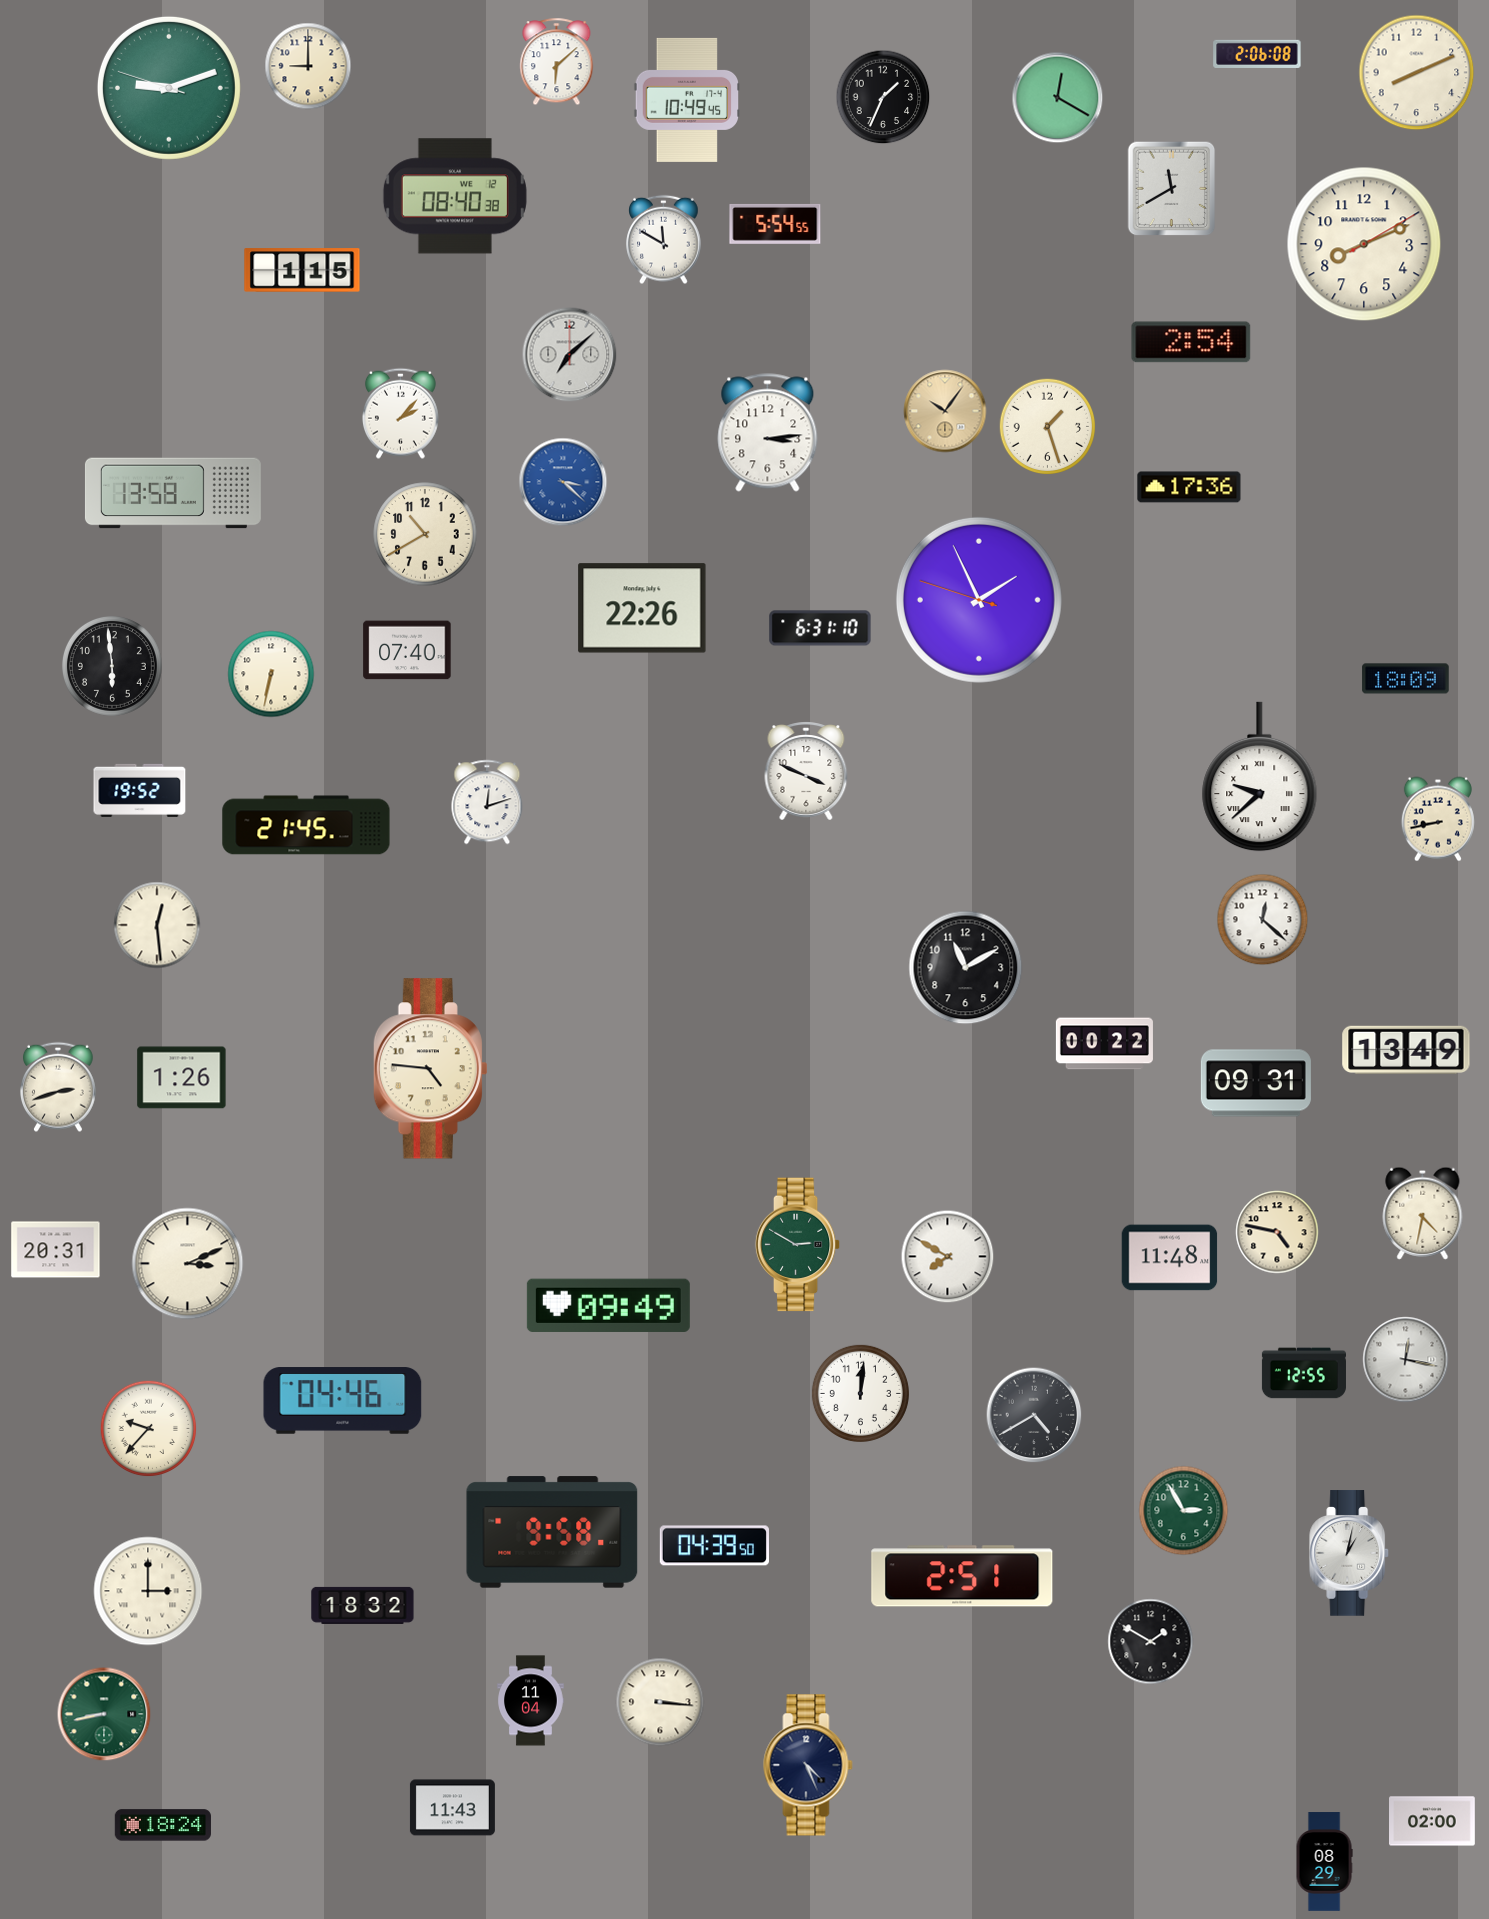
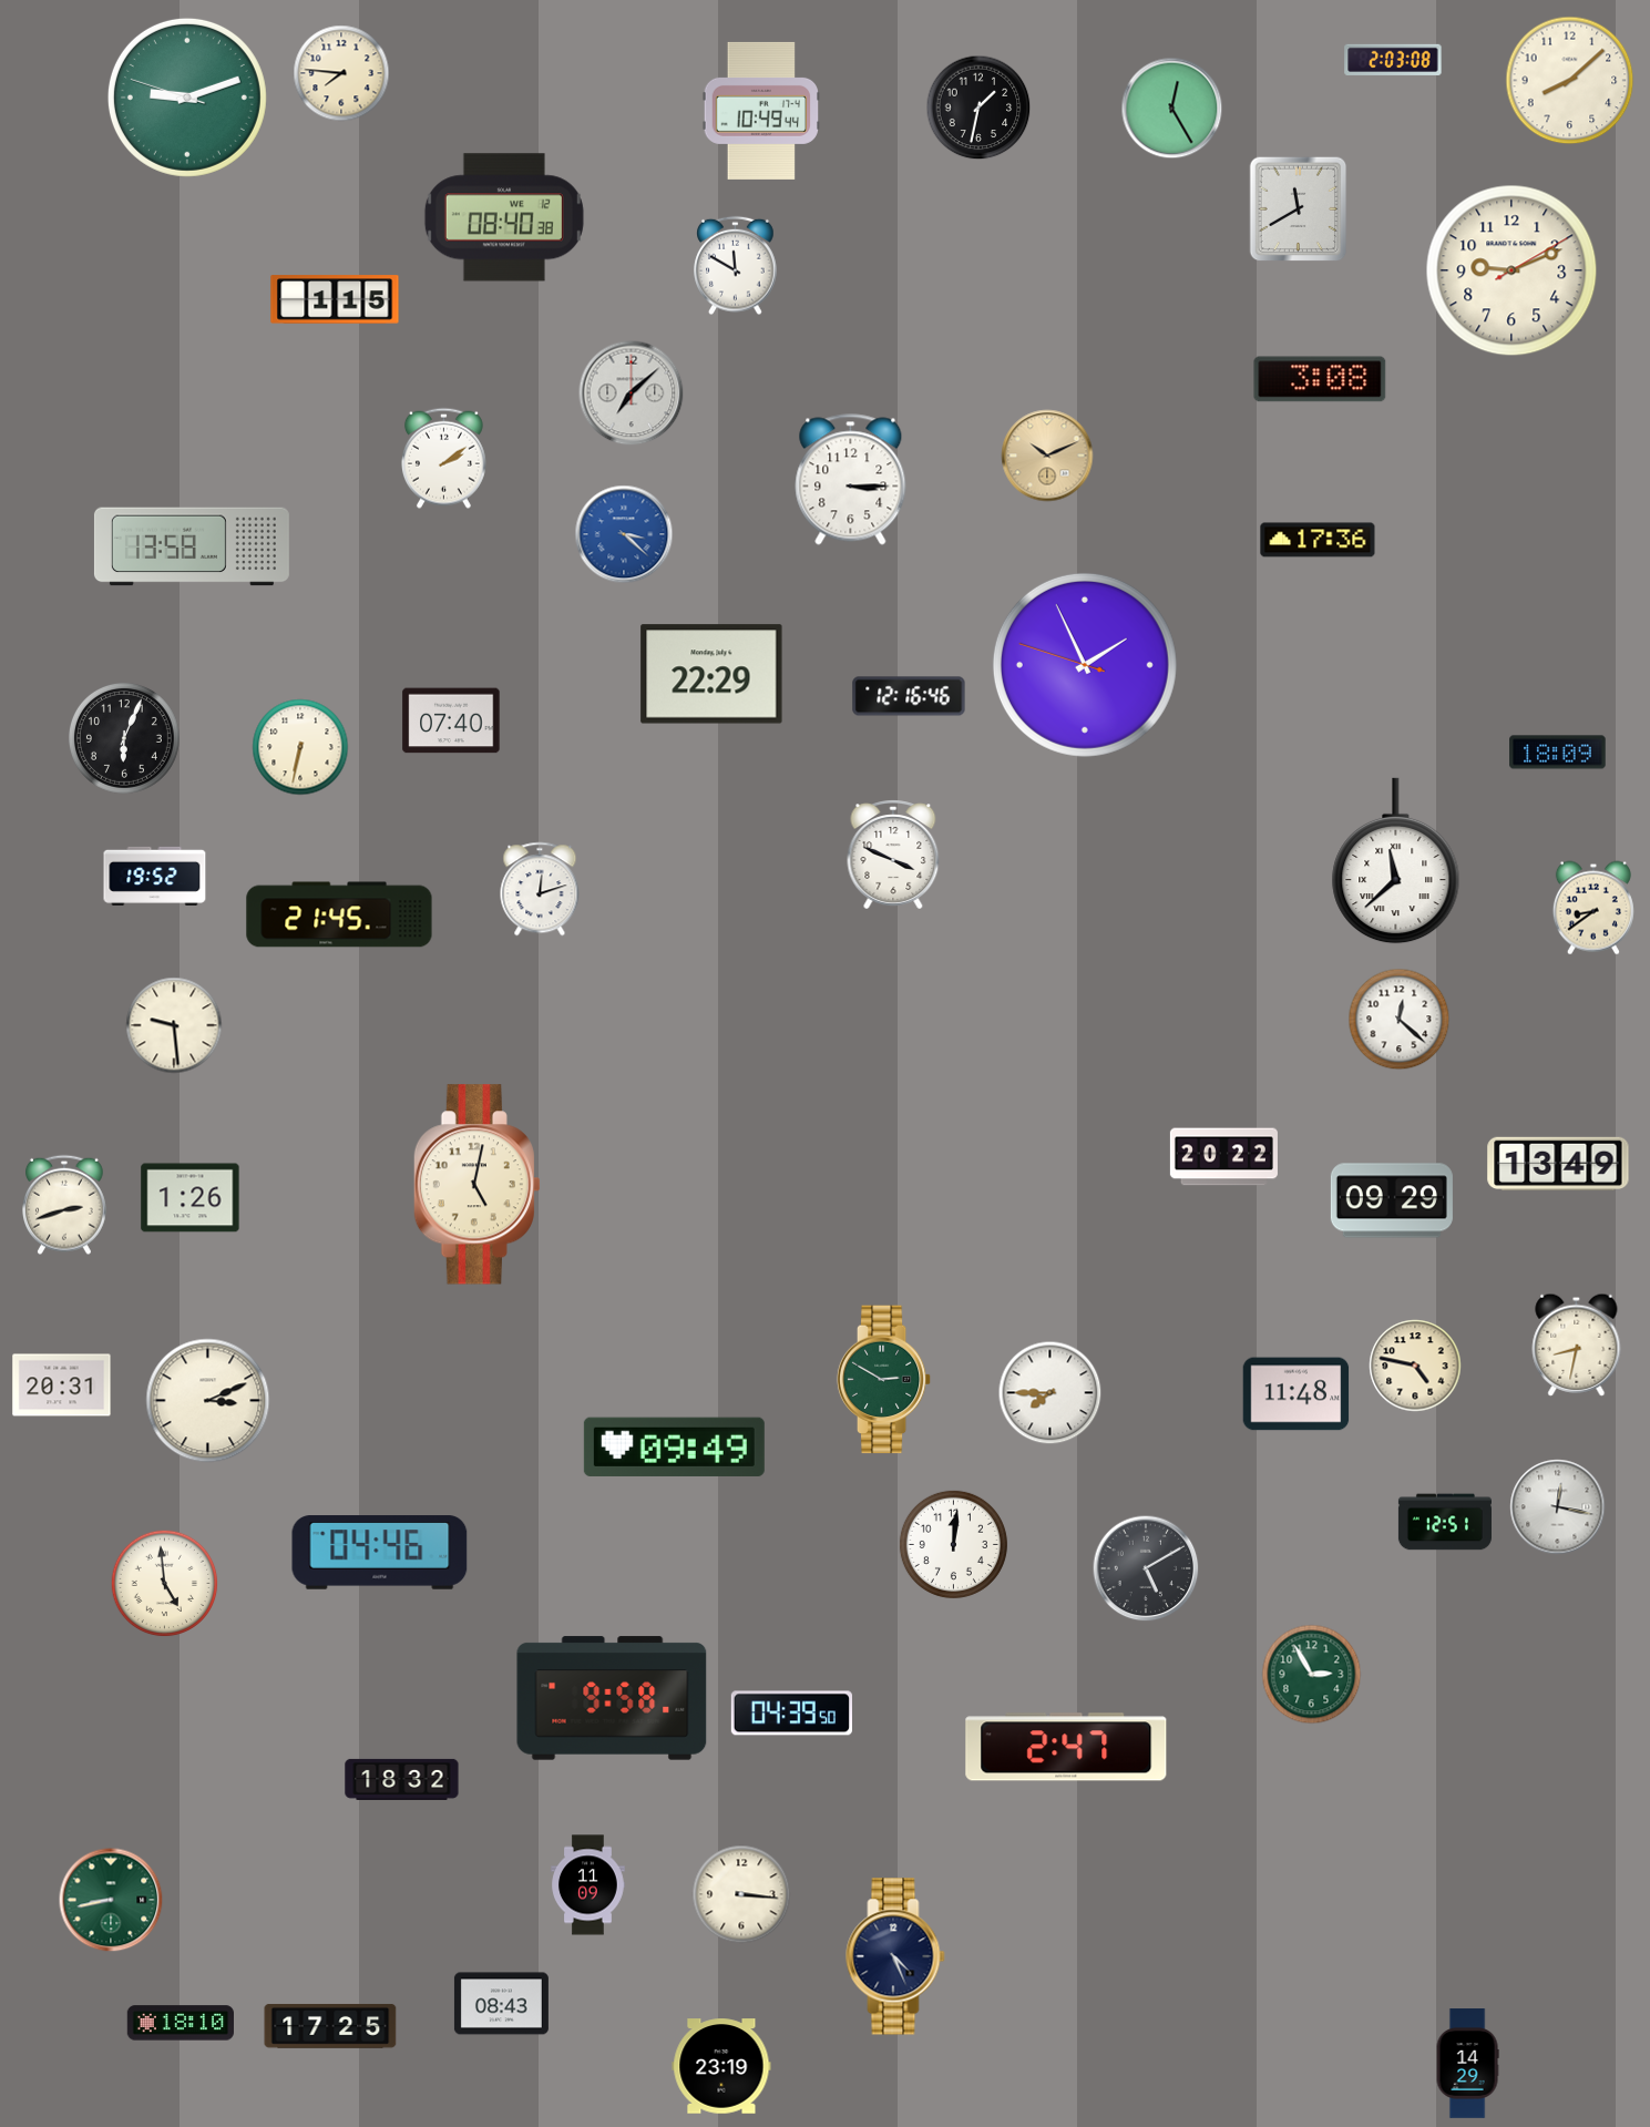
clock at (1257, 54): 2:06 -> 2:03
clock at (557, 62): 6:08 -> none
clock at (308, 66): 9:00 -> 7:46
clock at (1417, 73): 8:11 -> 8:08
clock at (883, 97): 1:34 -> 1:32
clock at (1058, 98): 12:20 -> 12:25
clock at (686, 100): 10:49:45 -> 10:49:44
clock at (775, 224): 5:54 -> none
clock at (1364, 244): 8:11 -> 9:11
clock at (1191, 342): 2:54 -> 3:08
clock at (945, 411): 10:06 -> 10:11
clock at (400, 413): 2:07 -> 2:09
clock at (1048, 427): 1:27 -> none
clock at (768, 433): 3:14 -> 3:15
clock at (425, 534): 10:40 -> none
clock at (642, 608): 22:26 -> 22:29
clock at (820, 628): 6:31 -> 12:16
clock at (112, 666): 5:59 -> 6:04
clock at (1260, 777): 9:38 -> 11:38
clock at (1438, 819): 8:43 -> 8:39
clock at (157, 925): 12:29 -> 9:29
clock at (966, 968): 11:10 -> none
clock at (1104, 1044): 00:22 -> 20:22
clock at (430, 1069): 4:46 -> 5:02
clock at (182, 1078) position: (182, 1078) -> (191, 1198)
clock at (1256, 1083): 09:31 -> 09:29
clock at (1423, 1213): 4:32 -> 8:32
clock at (948, 1257): 7:50 -> 7:45
clock at (1304, 1373): 12:55 -> 12:51
clock at (1034, 1415): 4:40 -> 5:10
clock at (149, 1429): 9:37 -> 4:59
clock at (1350, 1553): 1:02 -> none
clock at (962, 1576): 2:51 -> 2:47
clock at (148, 1591): 3:00 -> none
clock at (1151, 1642): 1:50 -> none
clock at (531, 1701): 11:04 -> 11:09
clock at (660, 1702) position: (660, 1702) -> (741, 1894)
clock at (104, 1714) position: (104, 1714) -> (111, 1900)
clock at (452, 1808): 11:43 -> 08:43
clock at (1433, 1821): 02:00 -> none
clock at (163, 1825): 18:24 -> 18:10
clock at (330, 2026): none -> 17:25
clock at (1324, 1862): 08:29 -> 14:29
clock at (721, 2066): none -> 23:19
